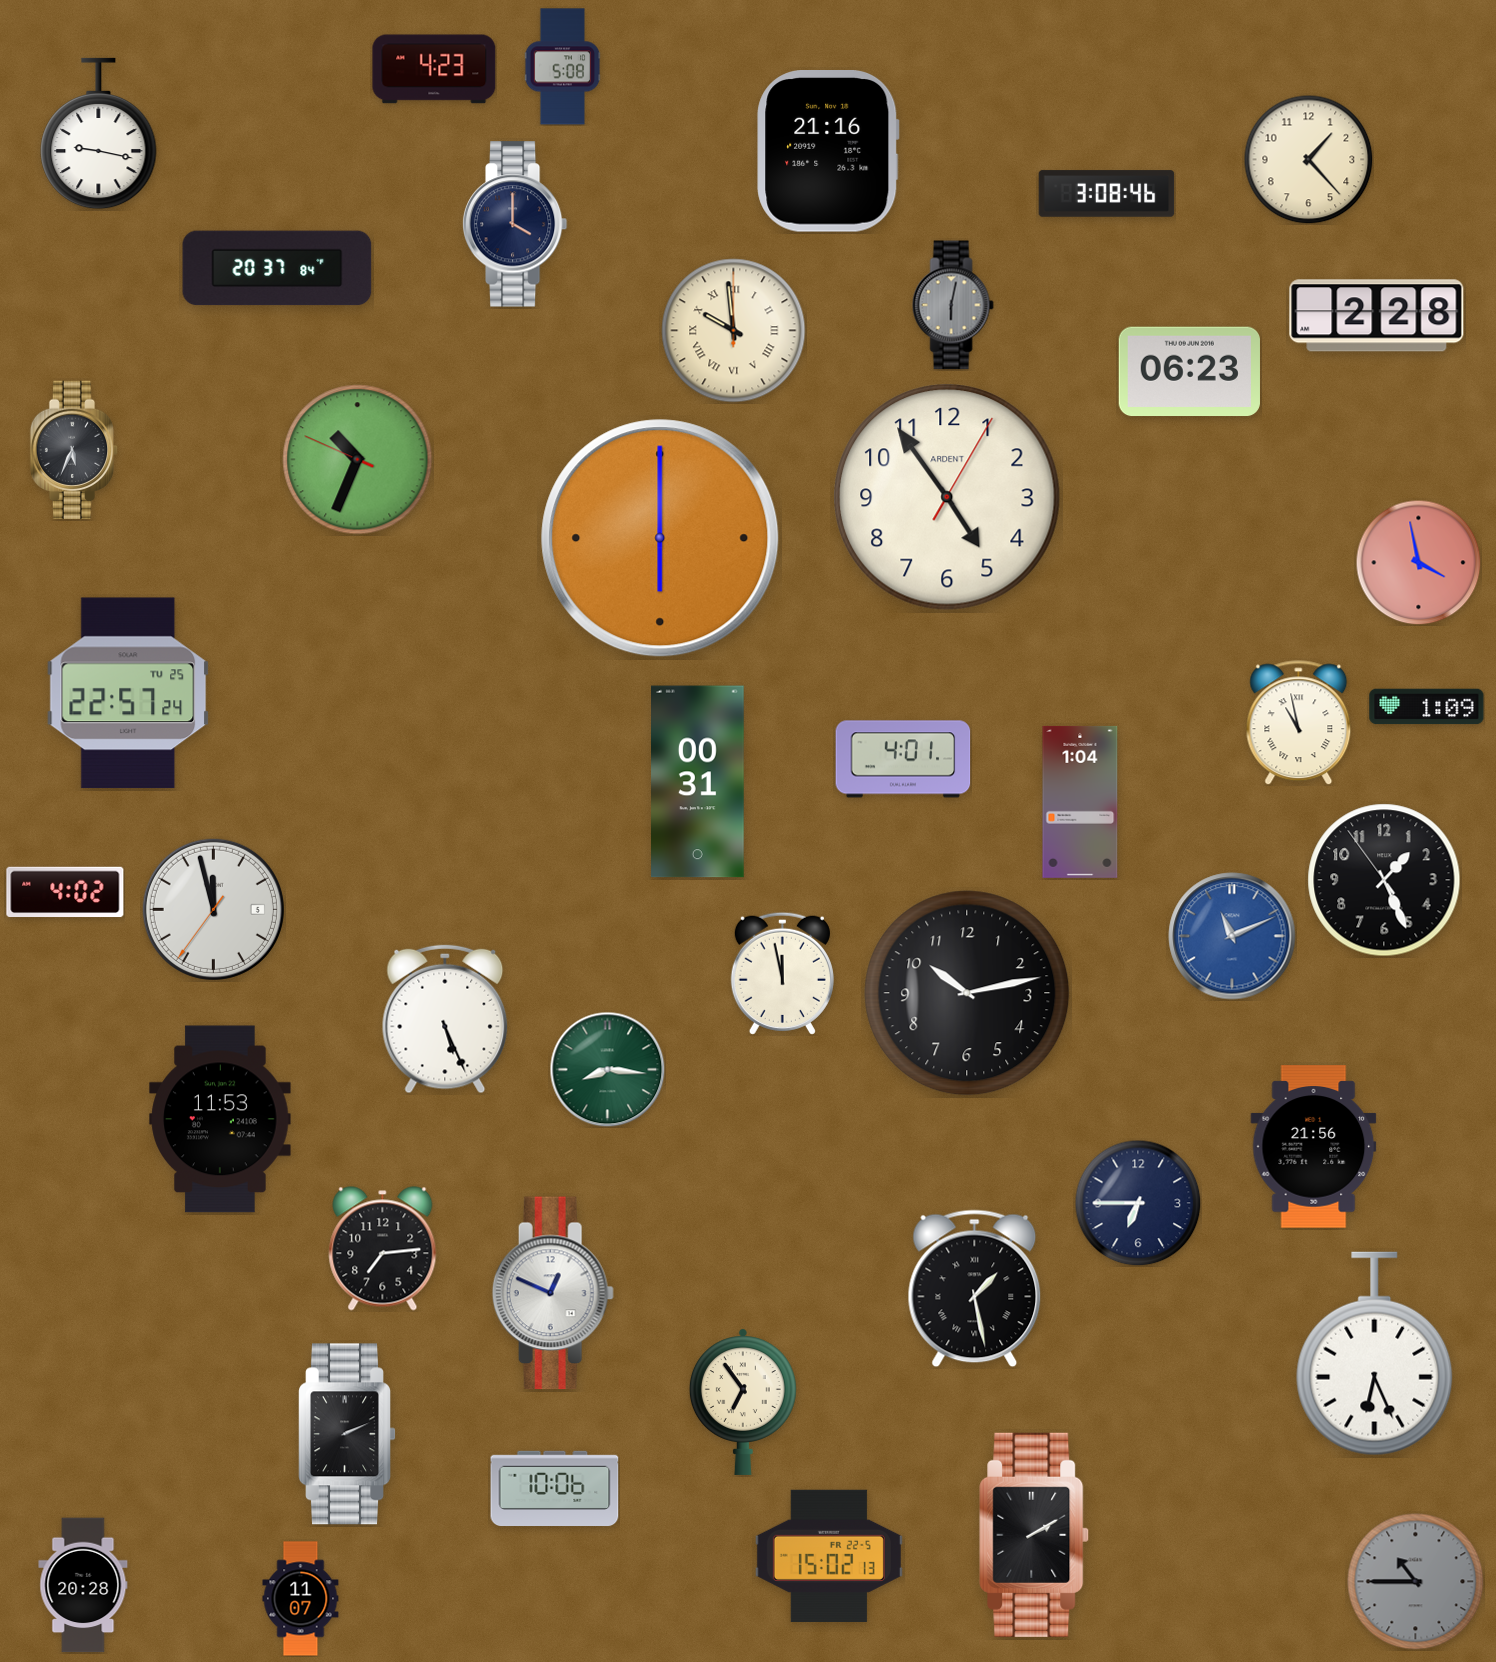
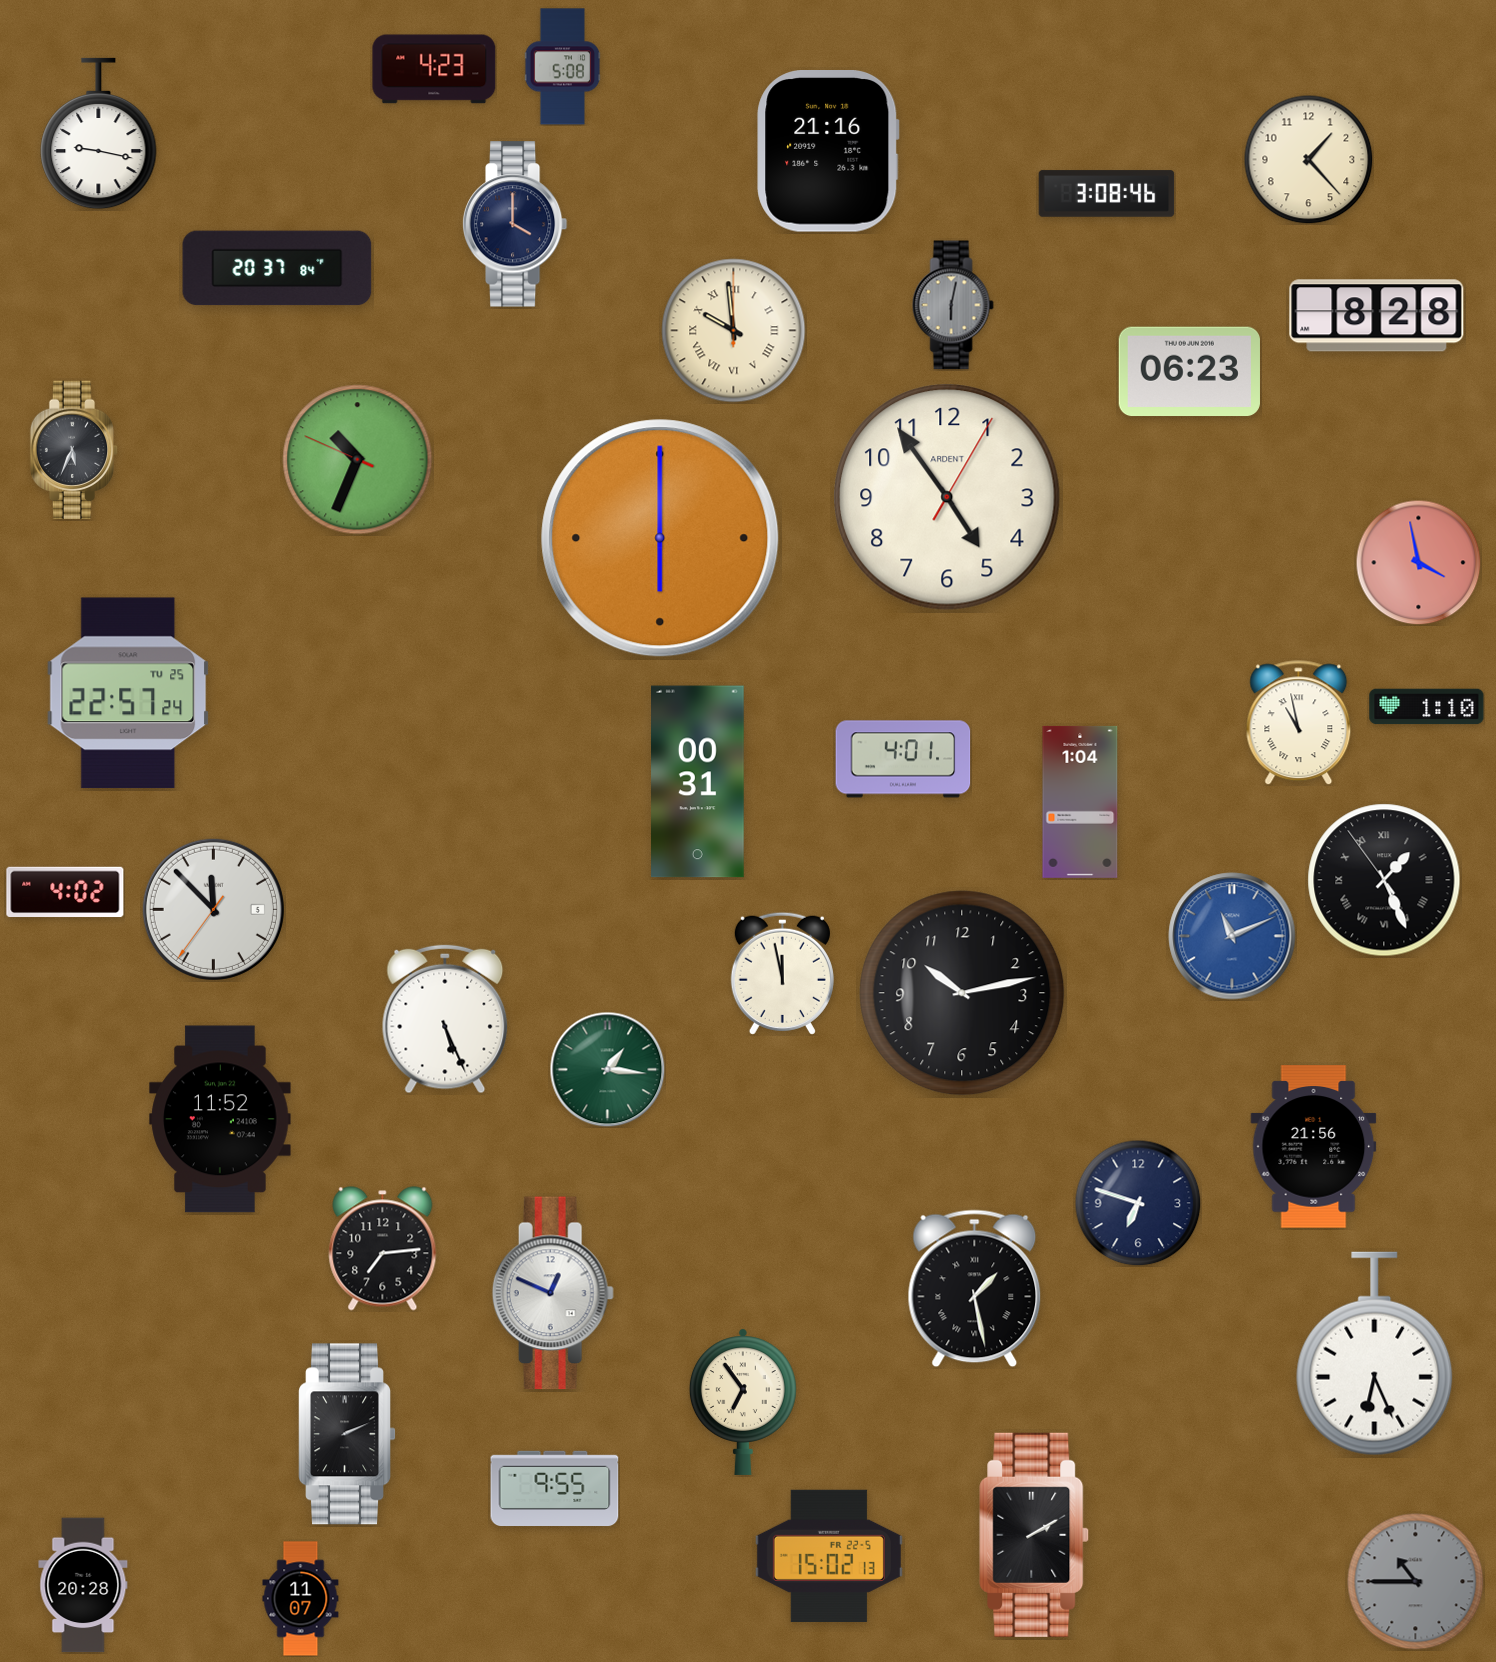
clock at (1377, 316): 2:28 -> 8:28
clock at (1427, 707): 1:09 -> 1:10
clock at (1384, 880) numerals: Arabic -> Roman
clock at (213, 909): 11:57 -> 11:52
clock at (967, 993) position: (967, 993) -> (962, 993)
clock at (607, 1069): 8:16 -> 1:16
clock at (220, 1119): 11:53 -> 11:52
clock at (1138, 1203): 6:45 -> 6:48
clock at (555, 1489): 10:06 -> 9:55
